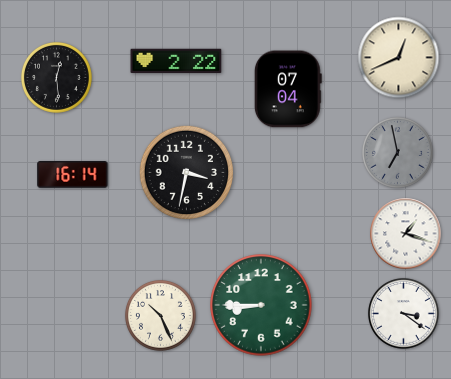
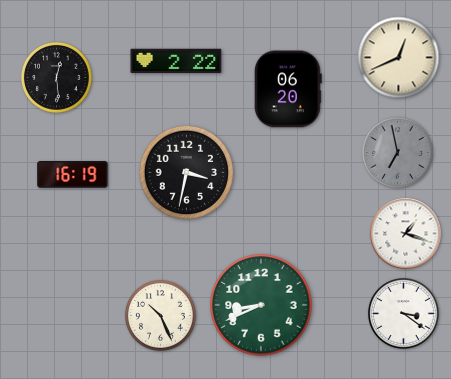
clock at (288, 89): 07:04 -> 06:20
clock at (73, 175): 16:14 -> 16:19
clock at (261, 305): 8:45 -> 8:41
